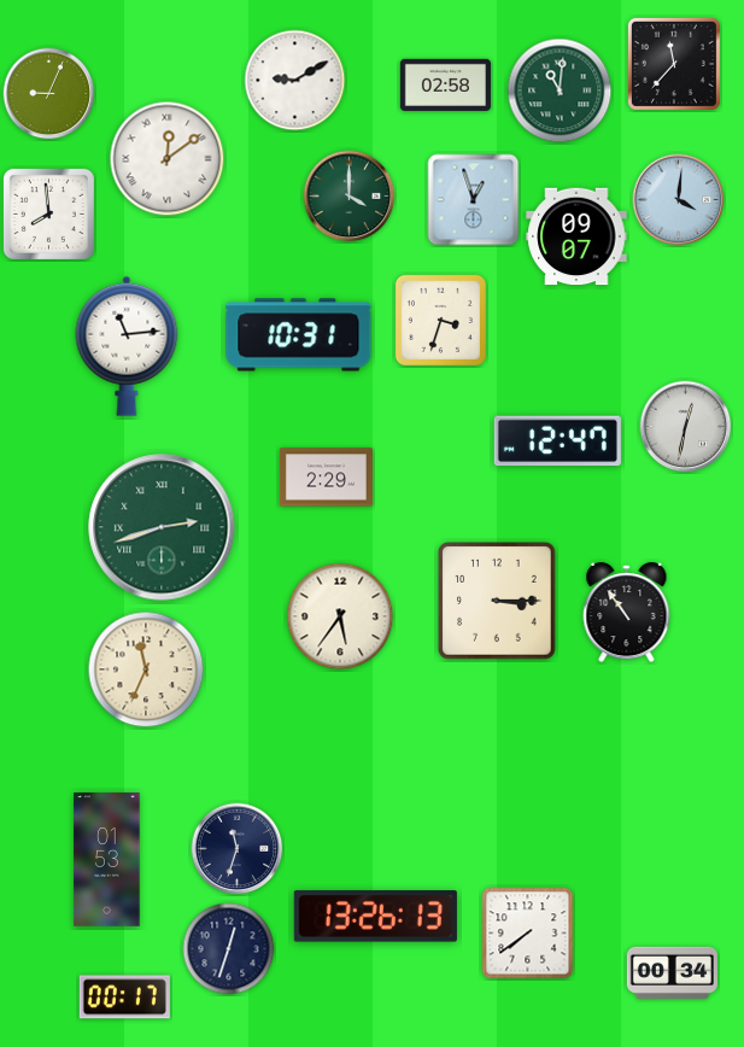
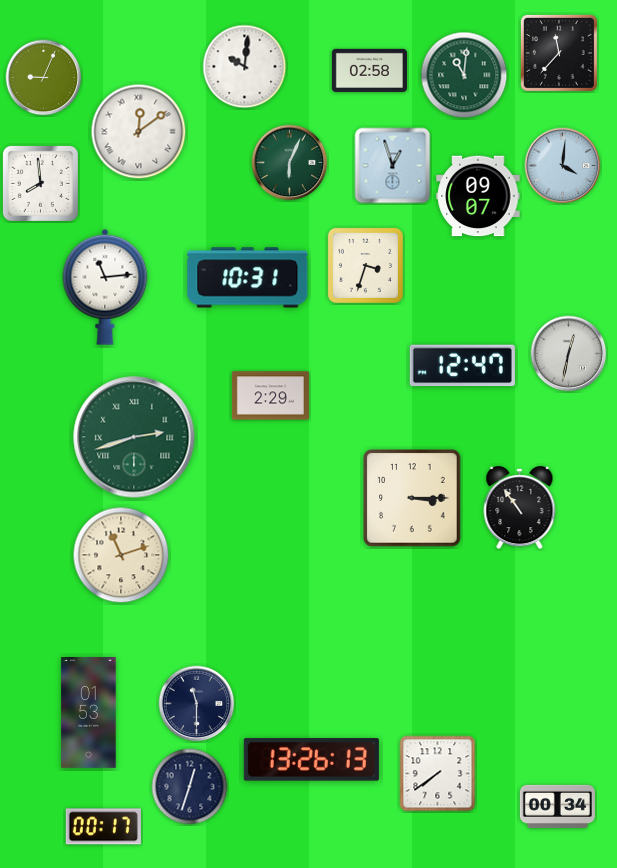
clock at (295, 81): 9:10 -> 10:01
clock at (49, 94) position: (49, 94) -> (44, 78)
clock at (350, 197): 4:00 -> 6:04
clock at (48, 214) position: (48, 214) -> (40, 183)
clock at (340, 616): 5:36 -> none
clock at (146, 669): 11:34 -> 11:12
clock at (238, 849): 11:33 -> 11:30
